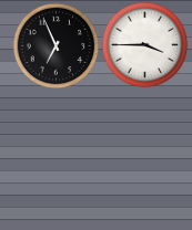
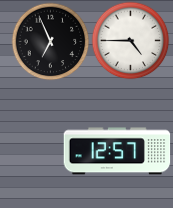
clock at (144, 44): 3:45 -> 4:45
clock at (117, 151): none -> 12:57
